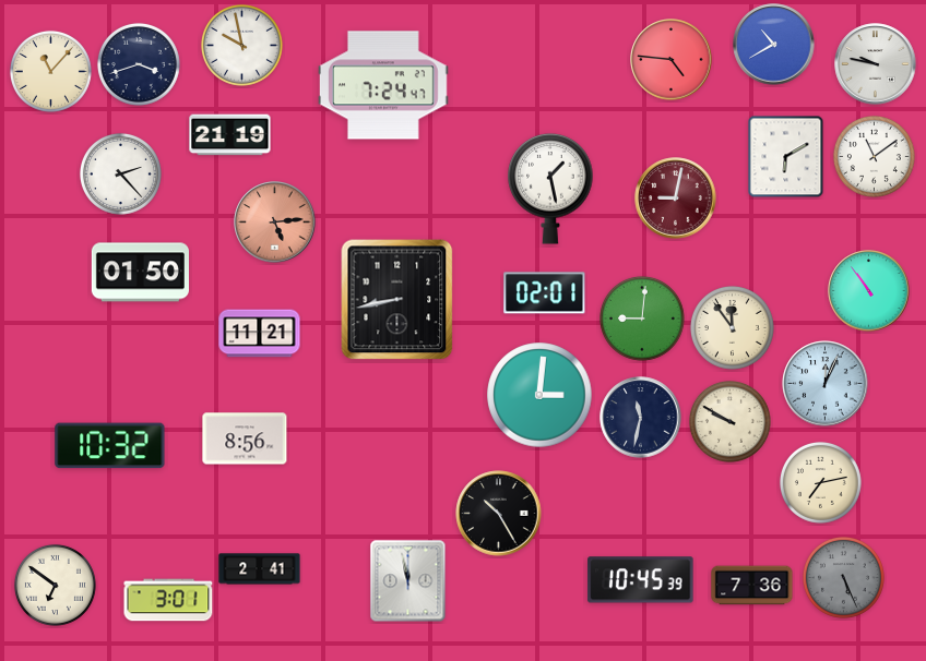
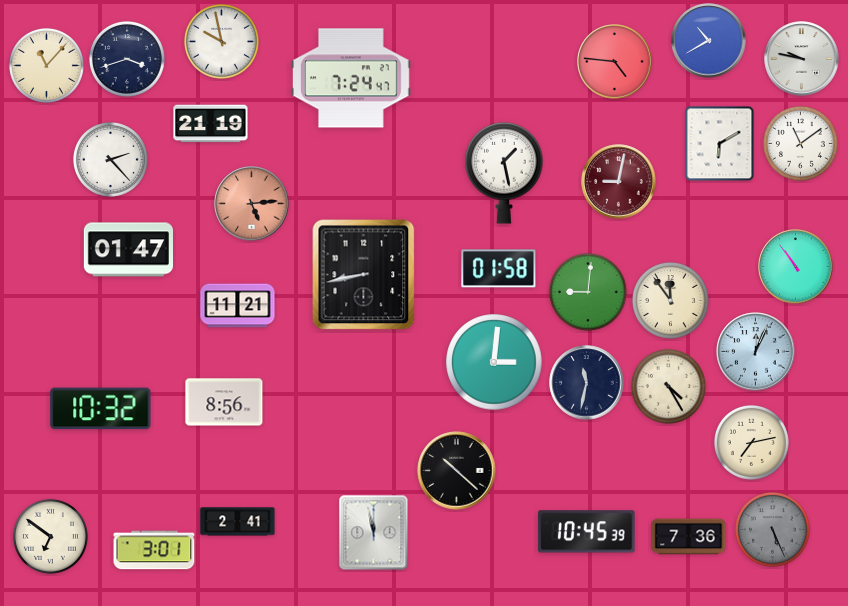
clock at (672, 60) position: (672, 60) -> (615, 62)
clock at (140, 273): 01:50 -> 01:47
clock at (545, 293): 02:01 -> 01:58
clock at (729, 421): 9:50 -> 4:25
clock at (499, 514): 10:25 -> 10:22
